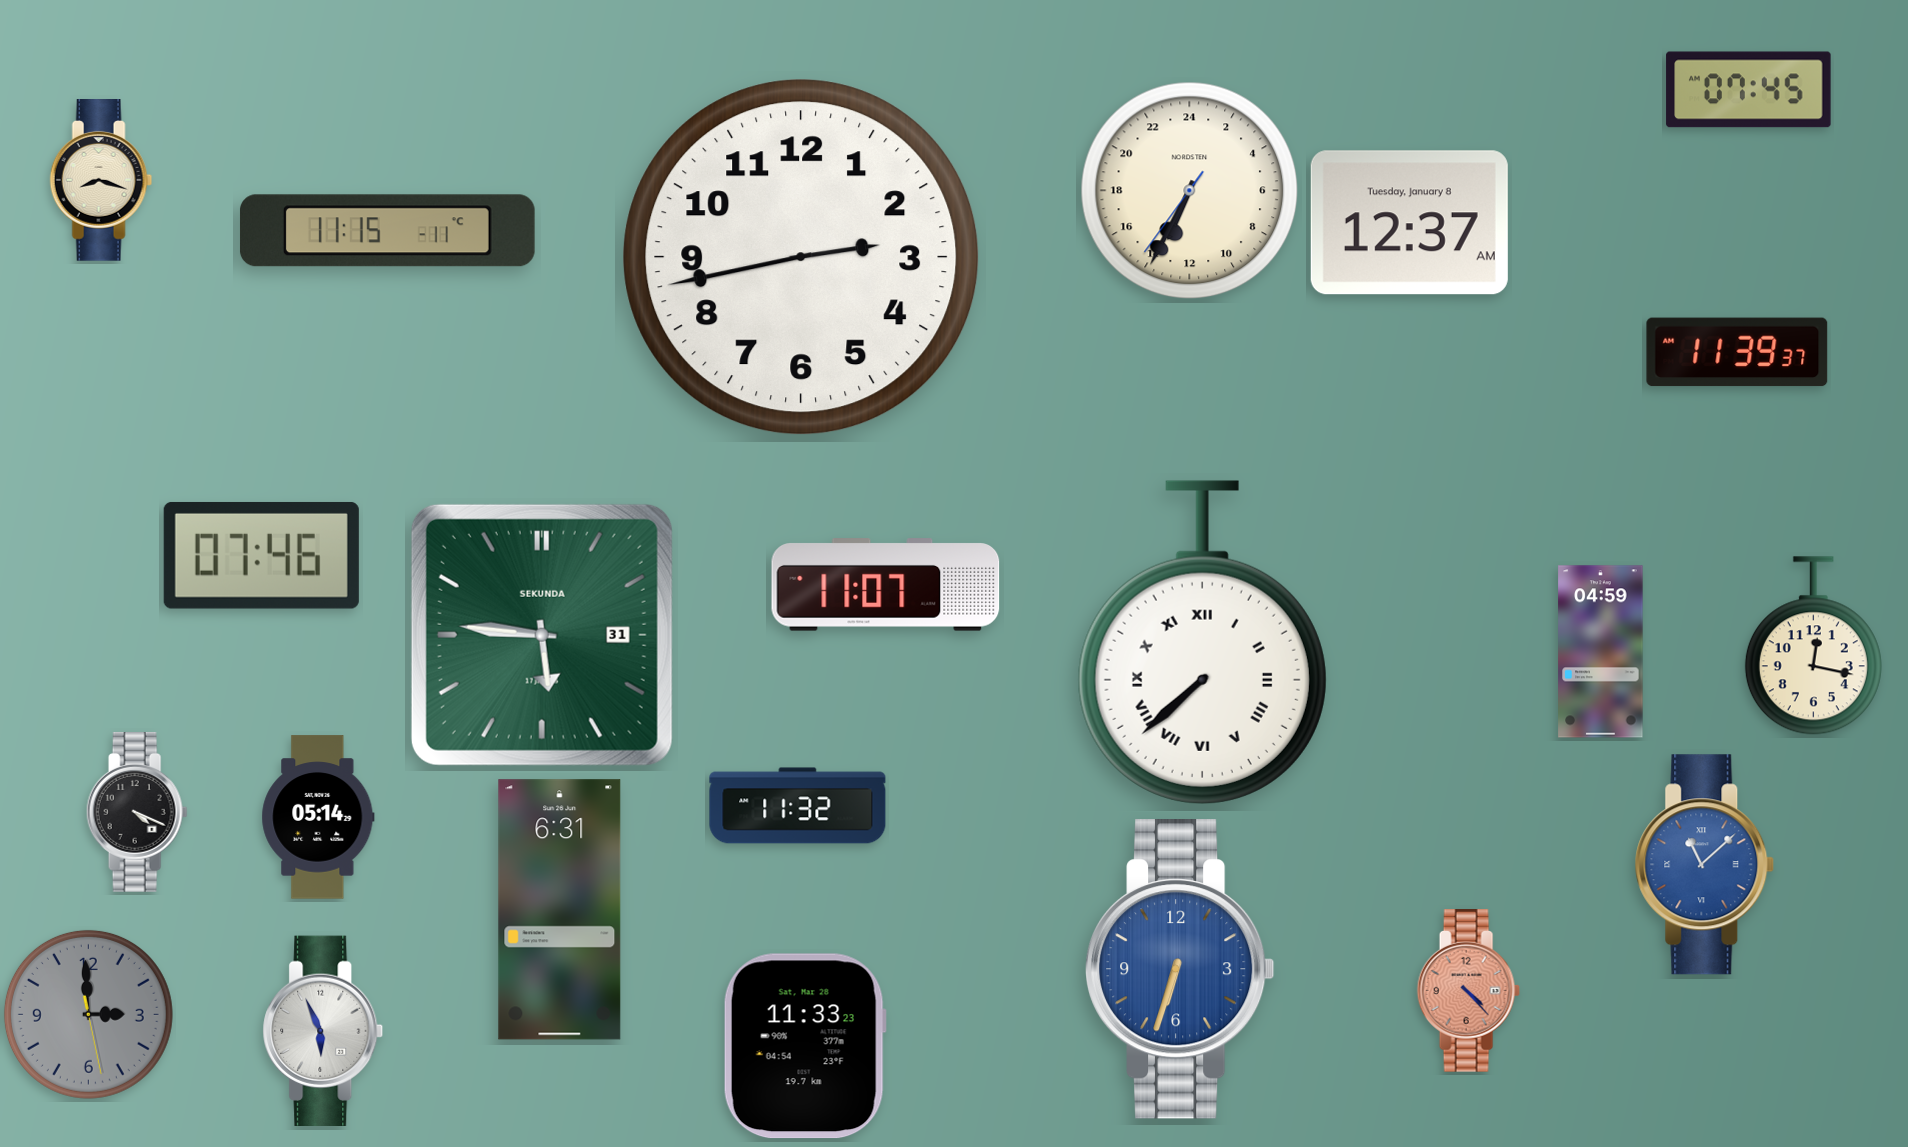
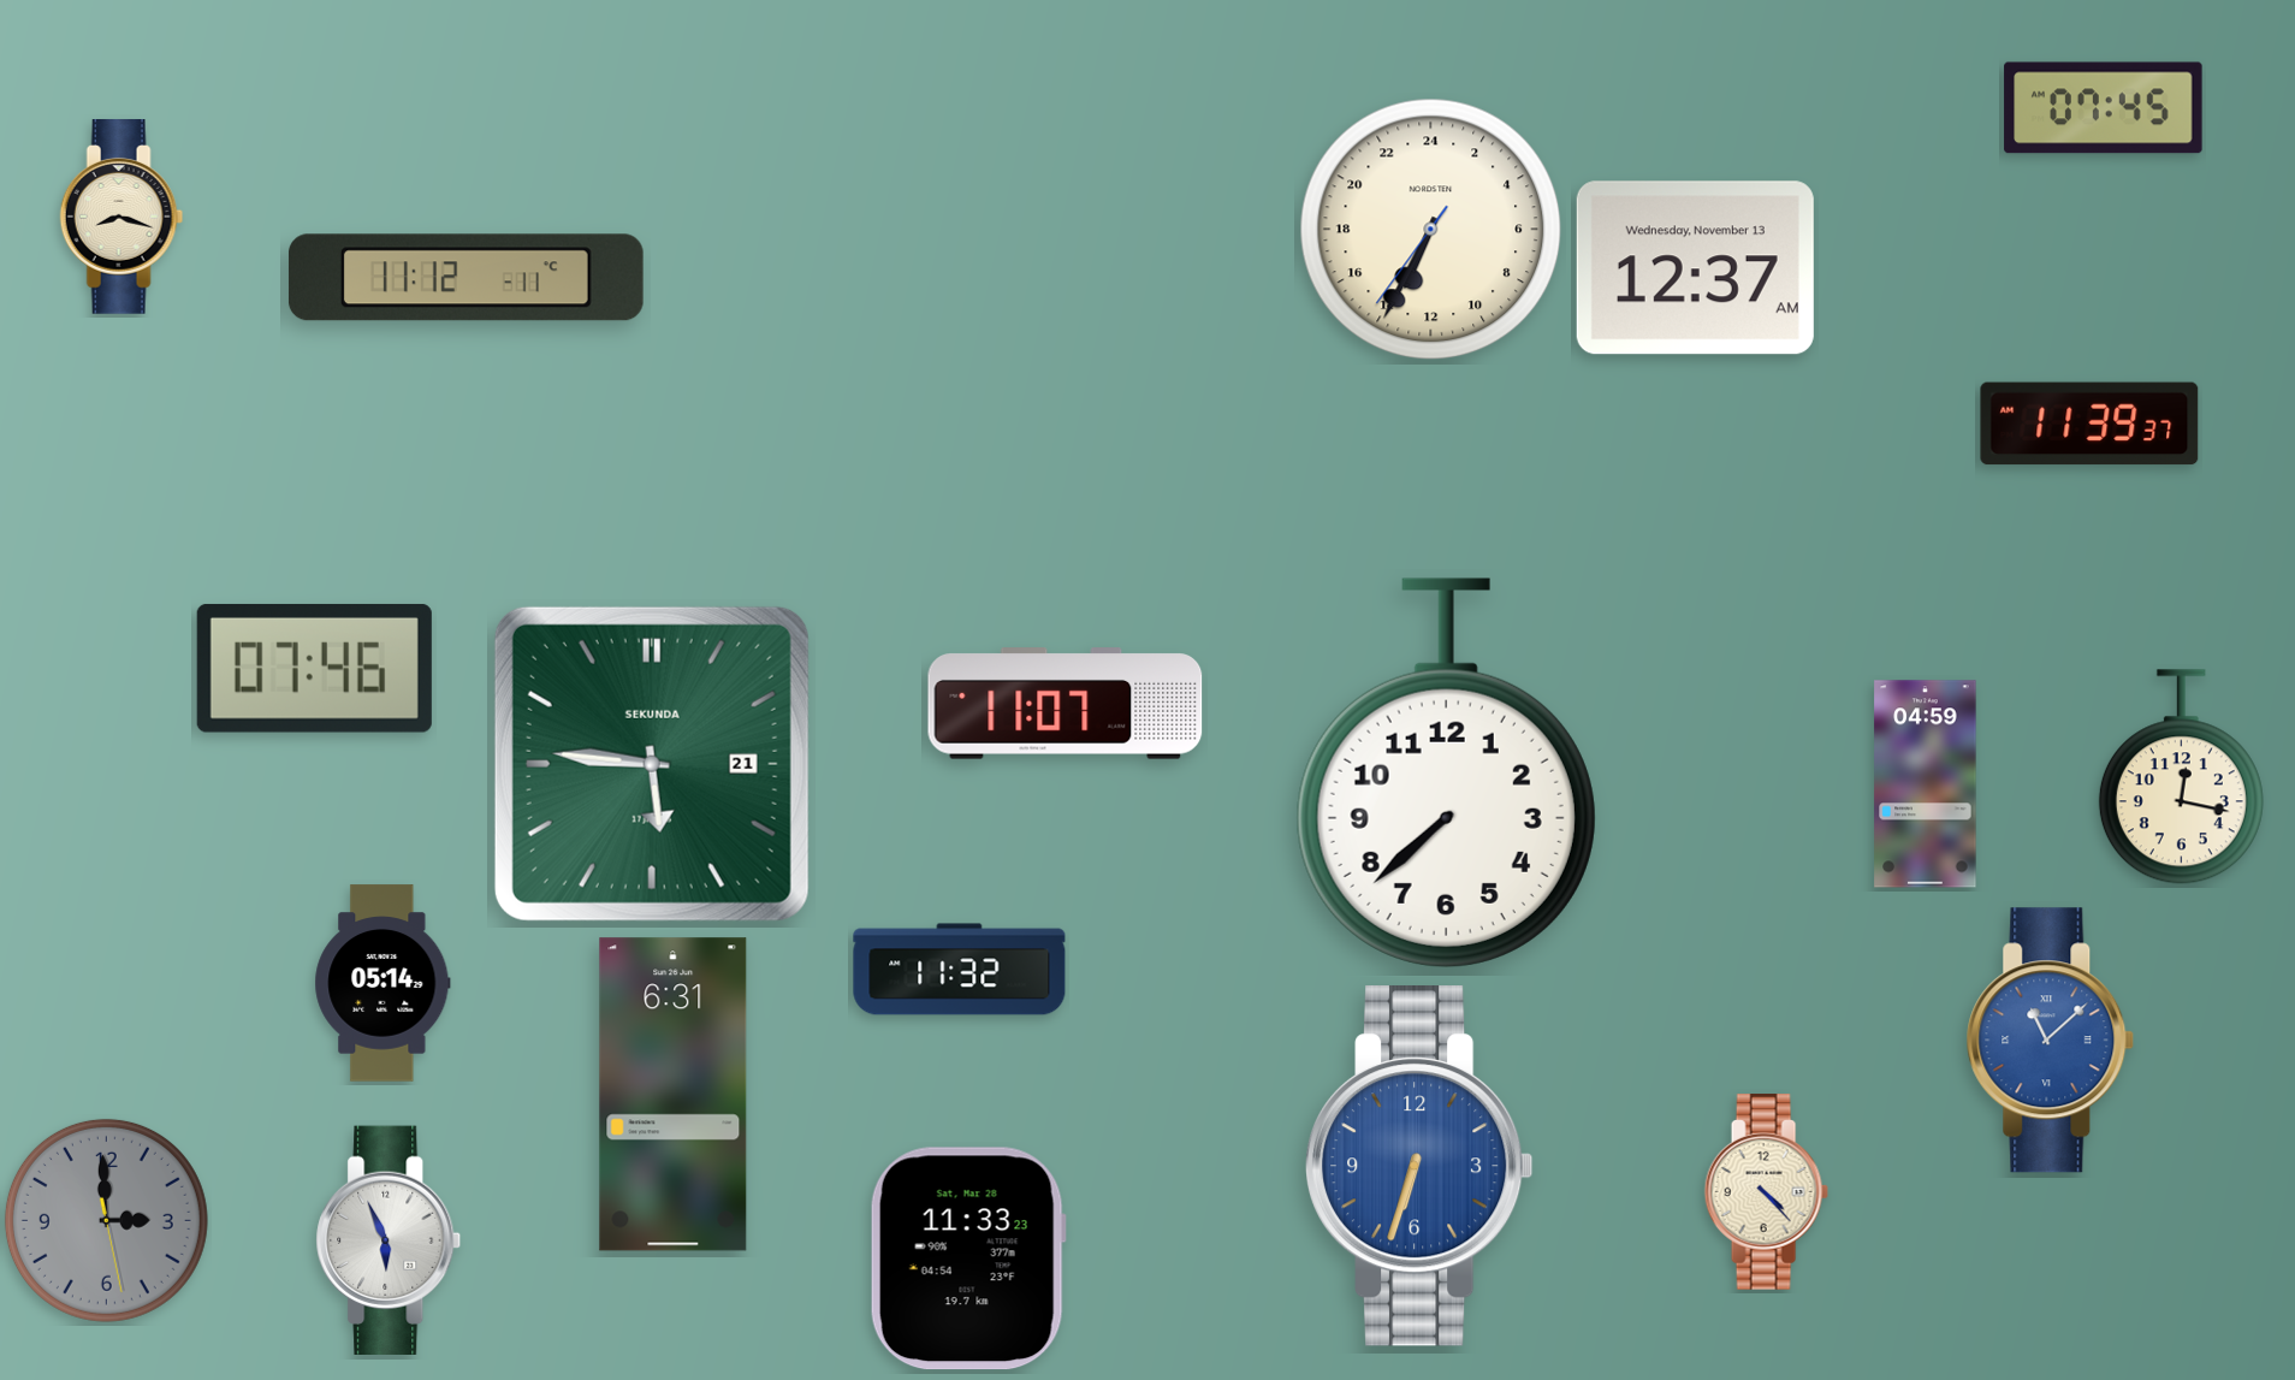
clock at (1409, 223) date: Tuesday, January 8 -> Wednesday, November 13
clock at (387, 231): 11:15 -> 11:12
clock at (801, 257): 2:43 -> none
clock at (542, 635) date: 31 -> 21
clock at (1202, 642) numerals: Roman -> Arabic
clock at (137, 812): 4:19 -> none
clock at (1468, 991) dial: salmon -> cream
